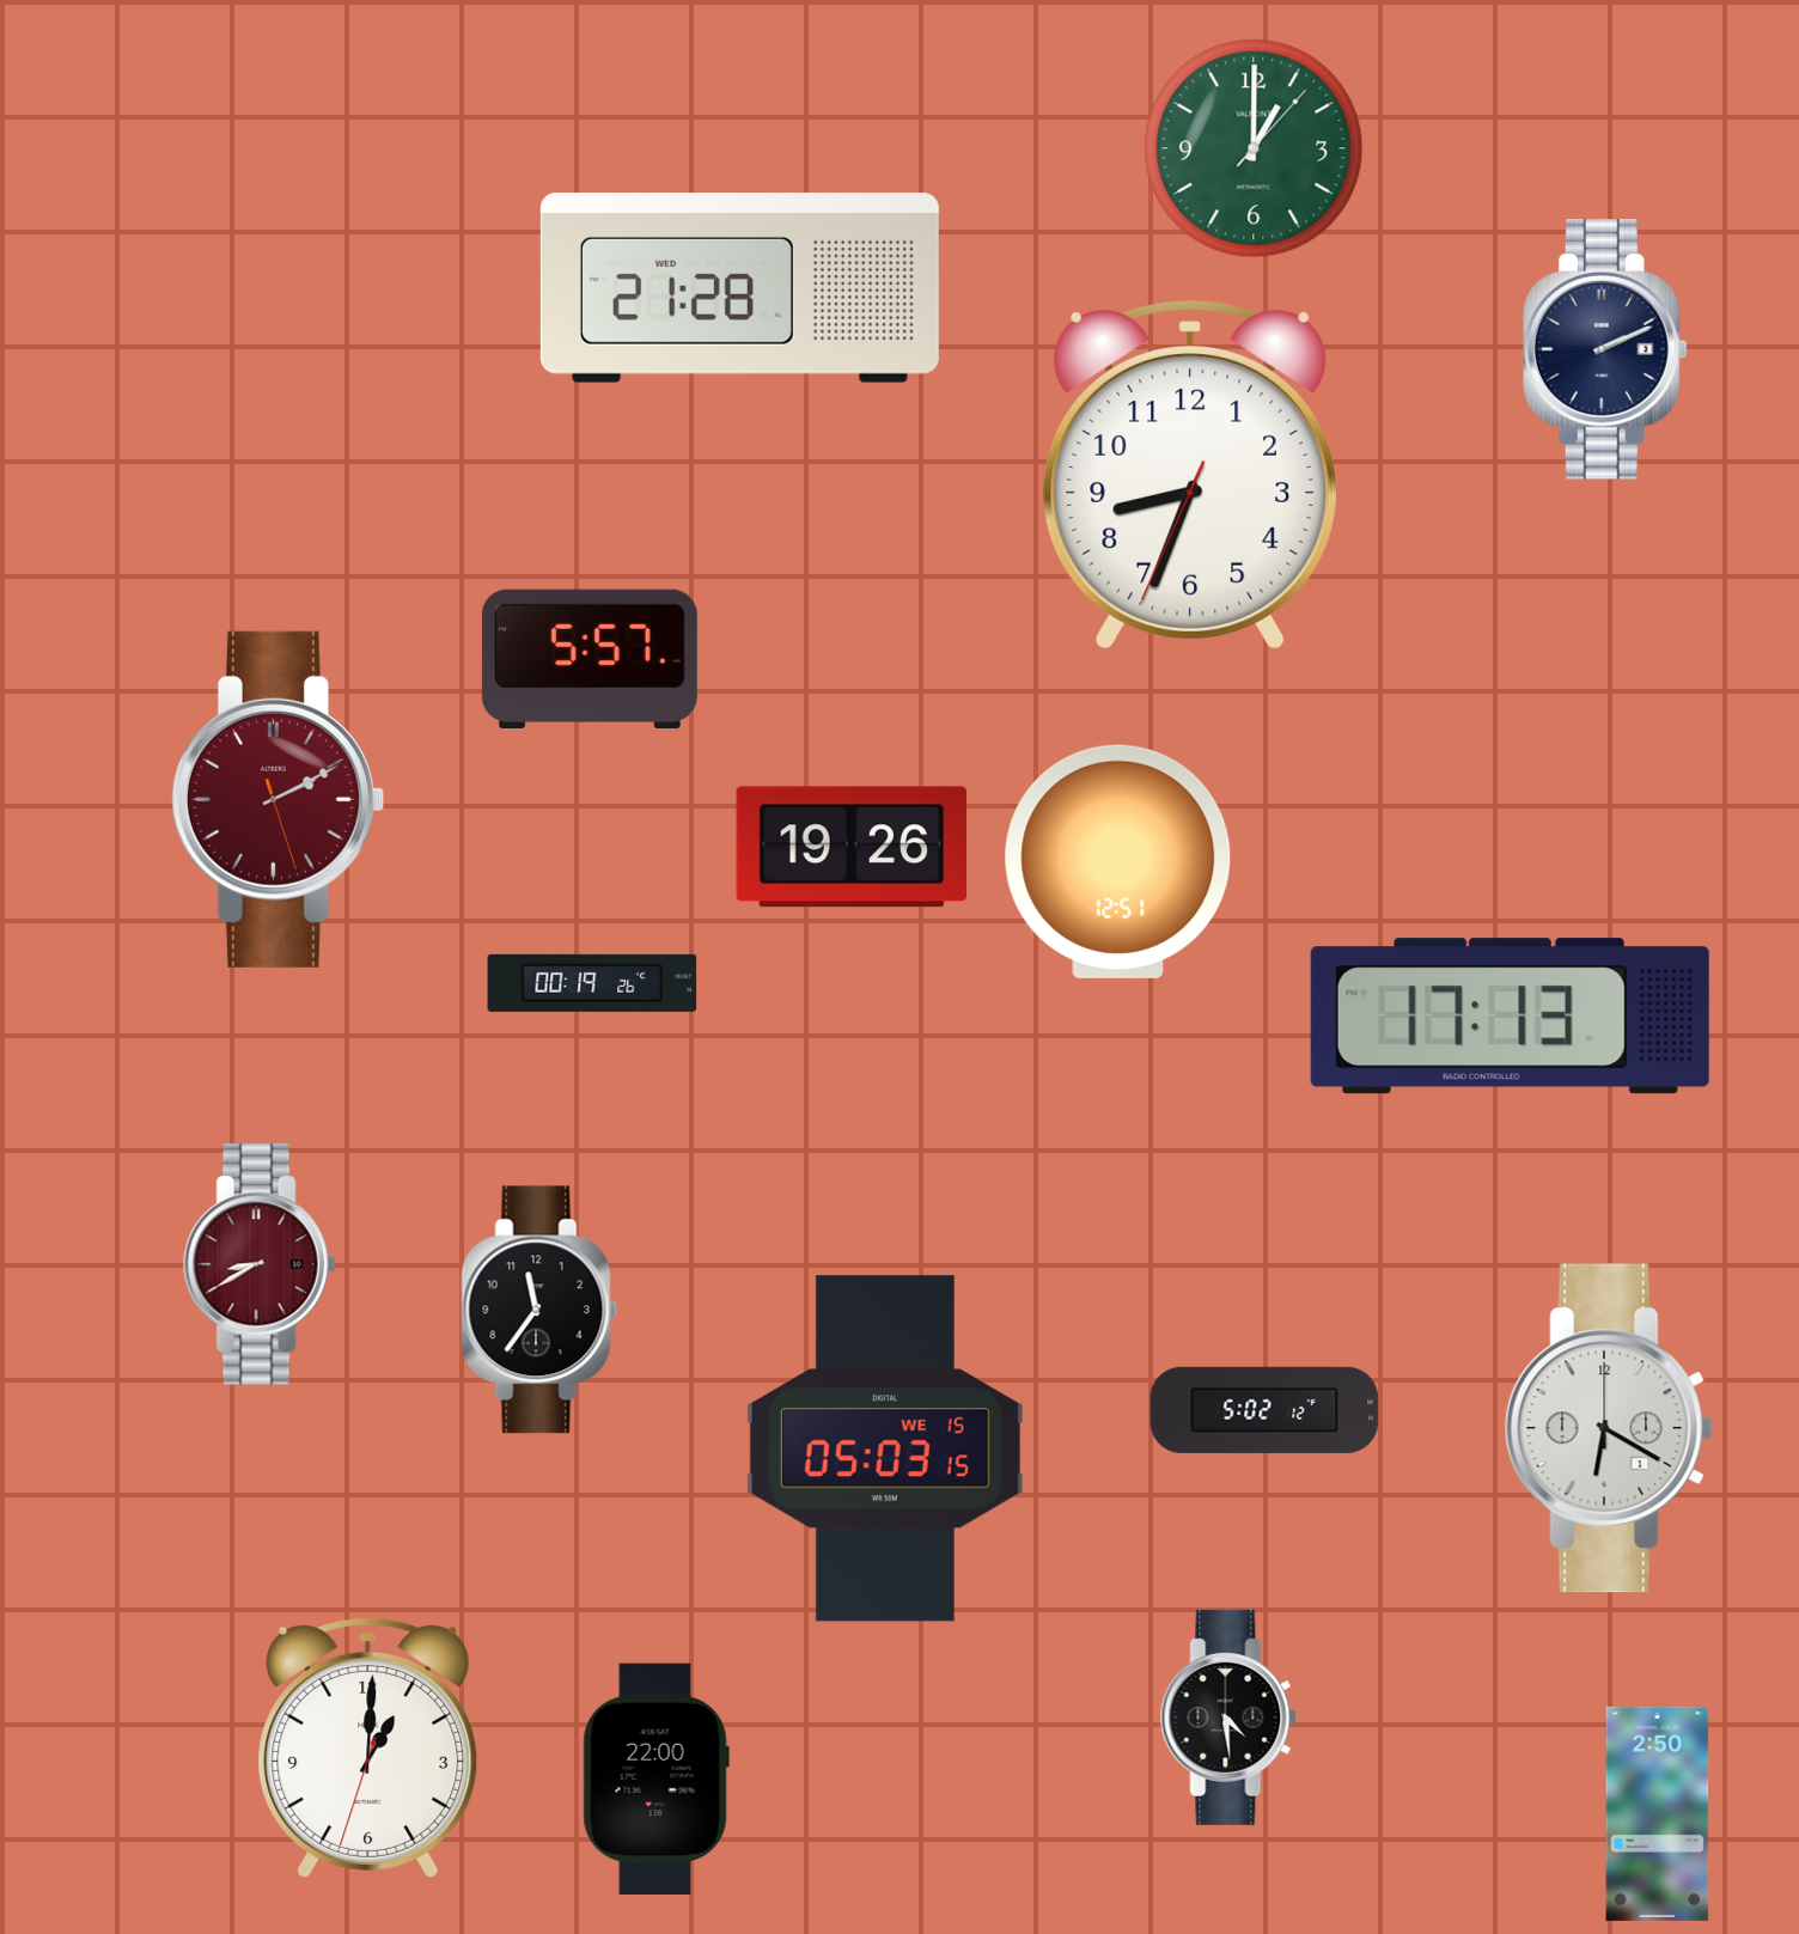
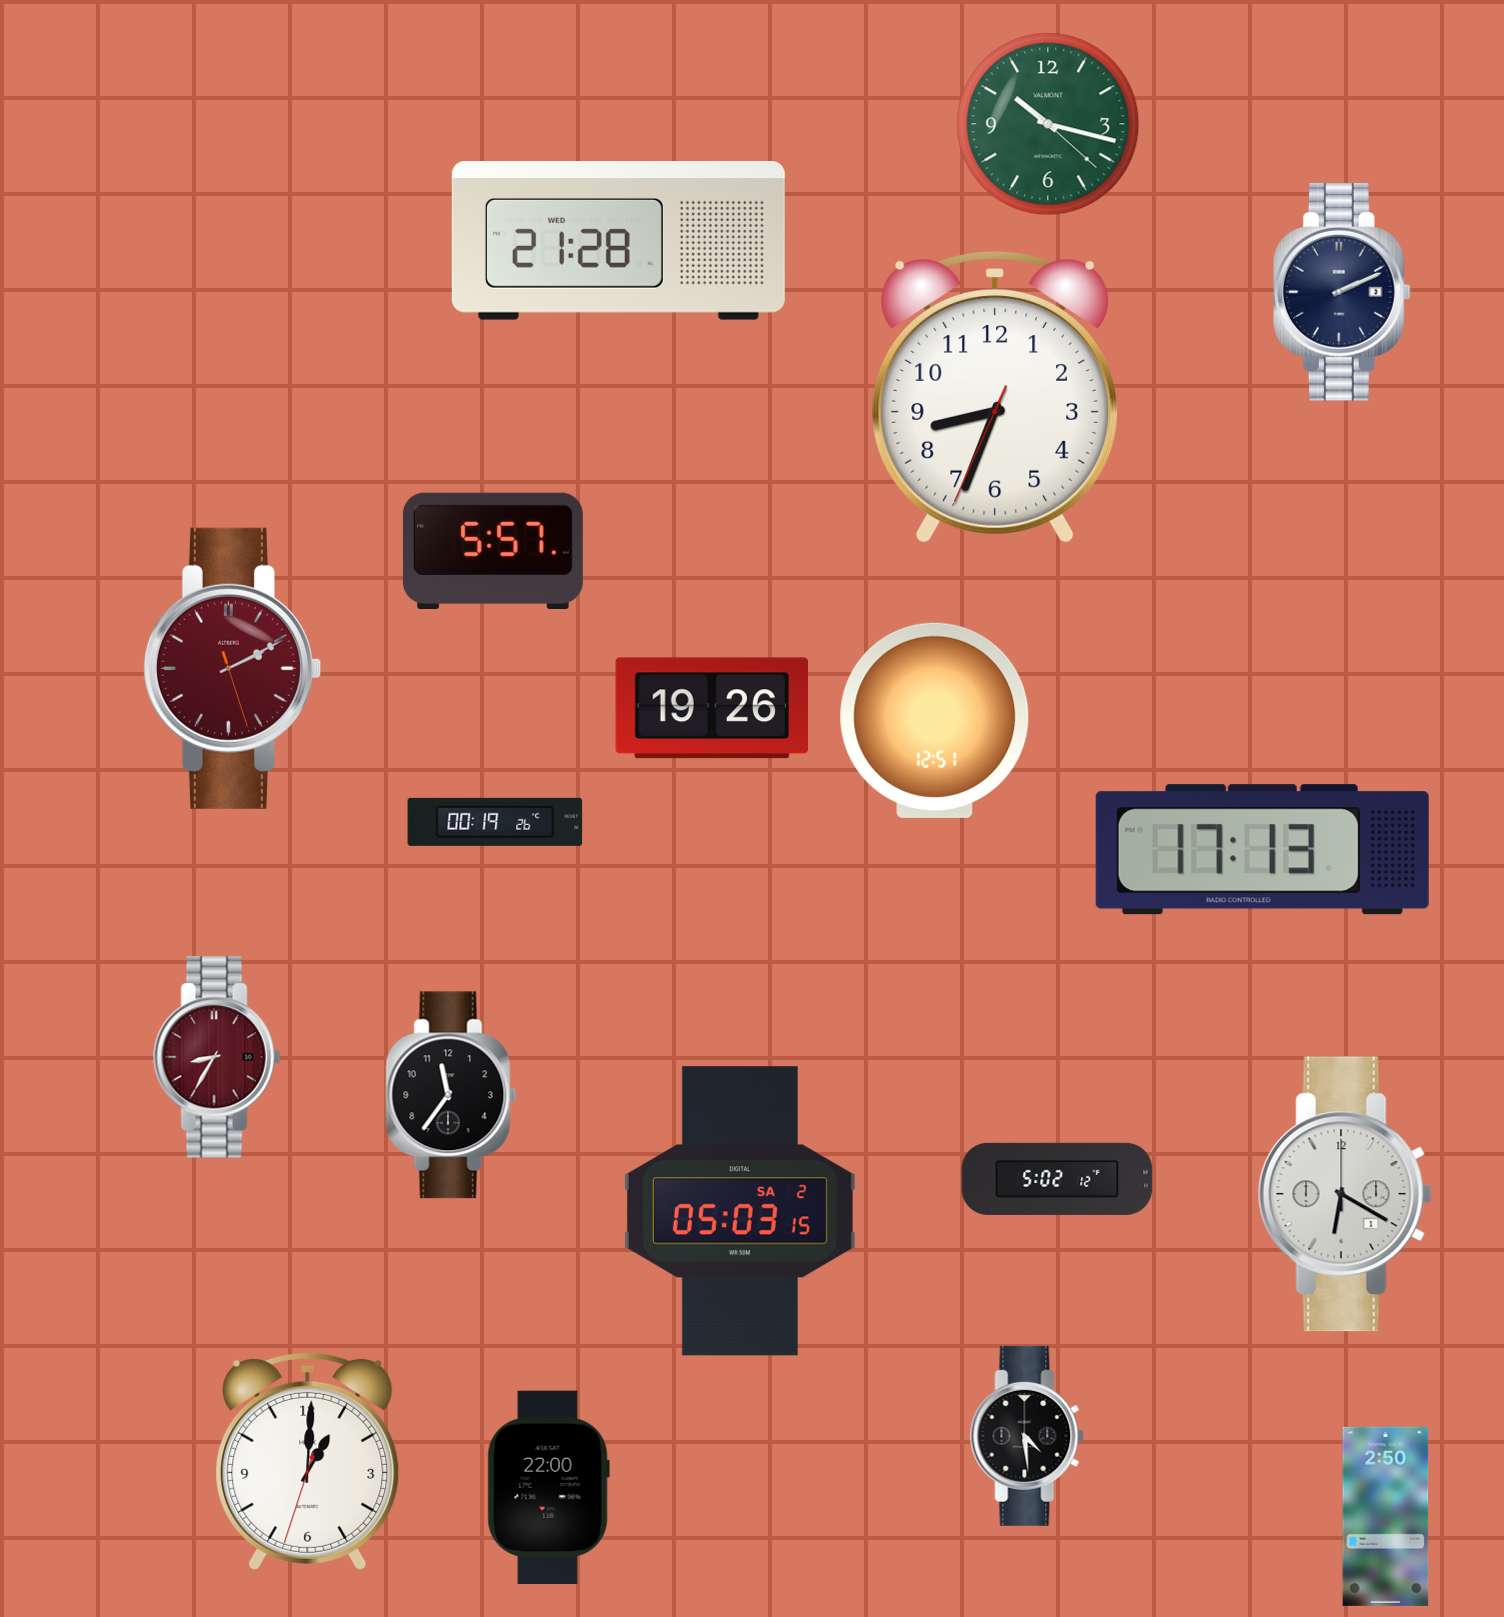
clock at (1254, 148): 1:00 -> 10:17
clock at (260, 1264): 8:40 -> 8:35
clock at (885, 1448) date: WE 15 -> SA 2
